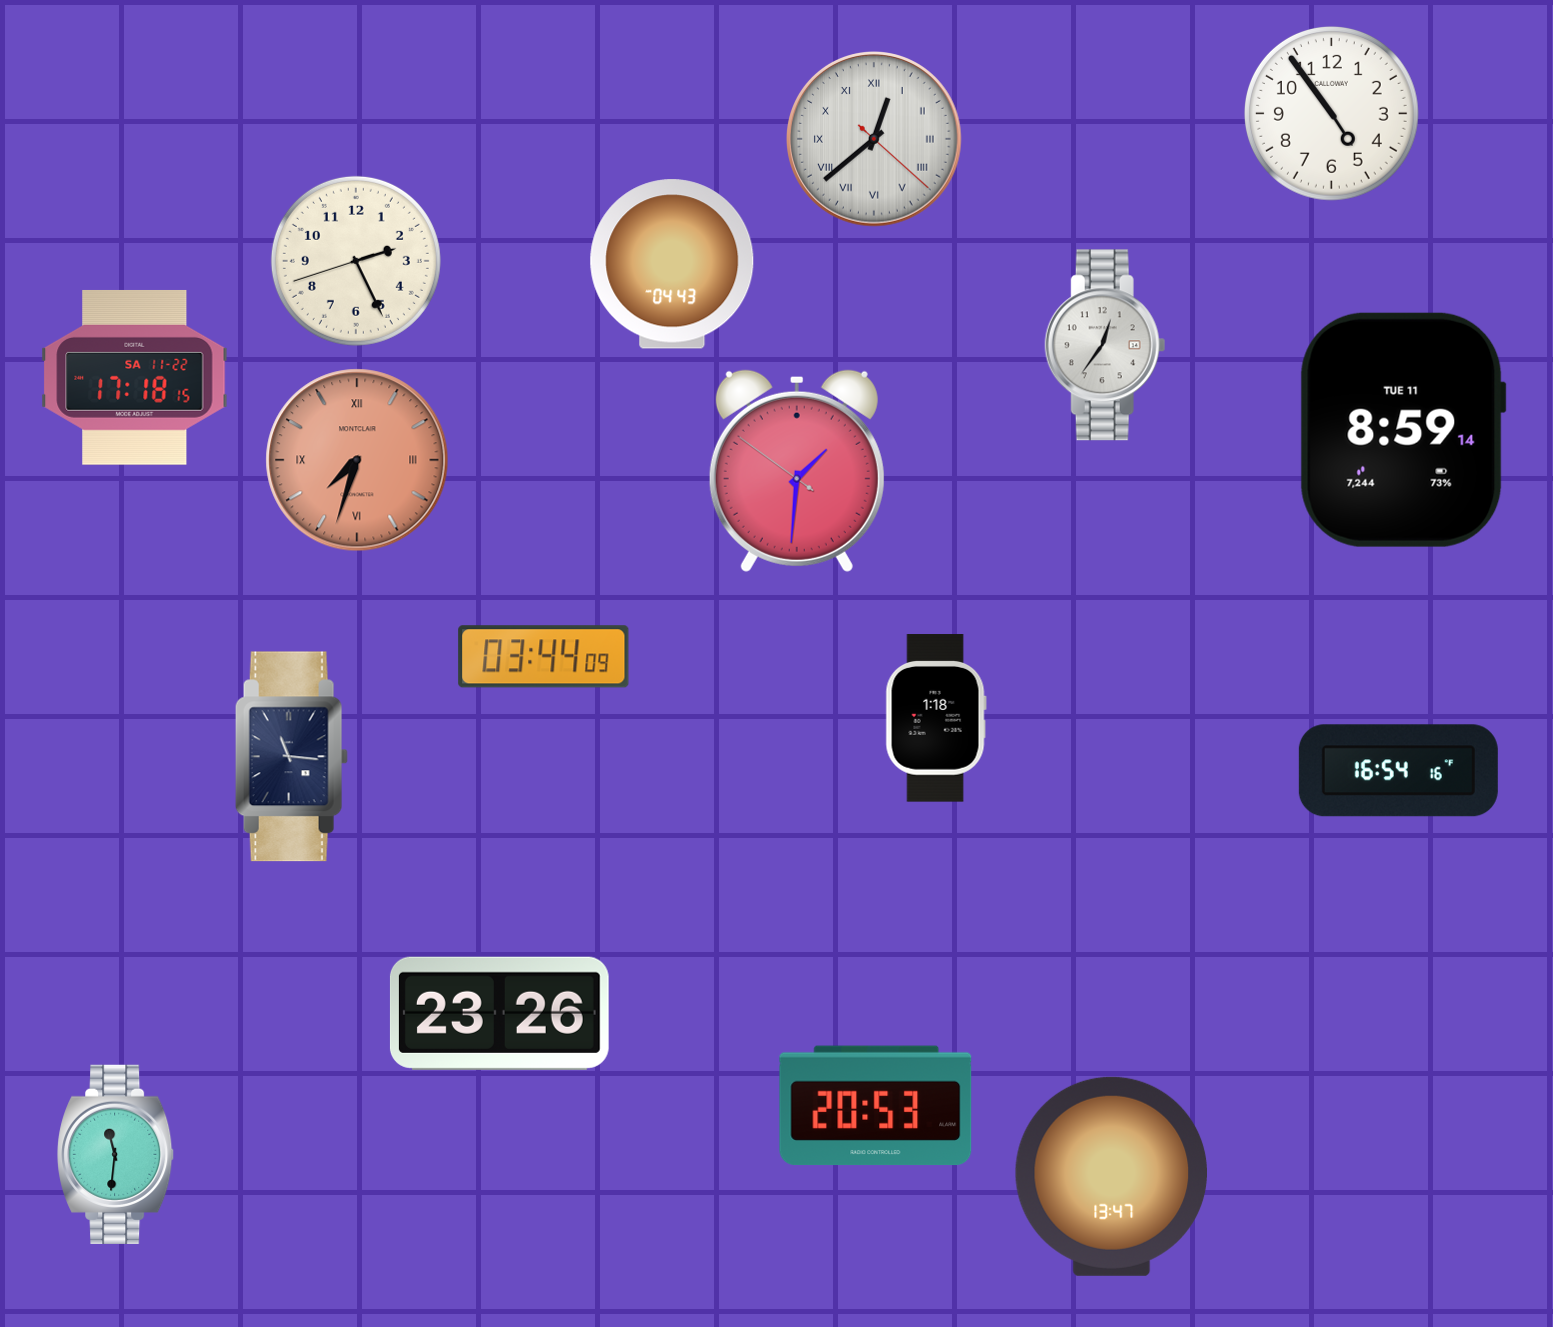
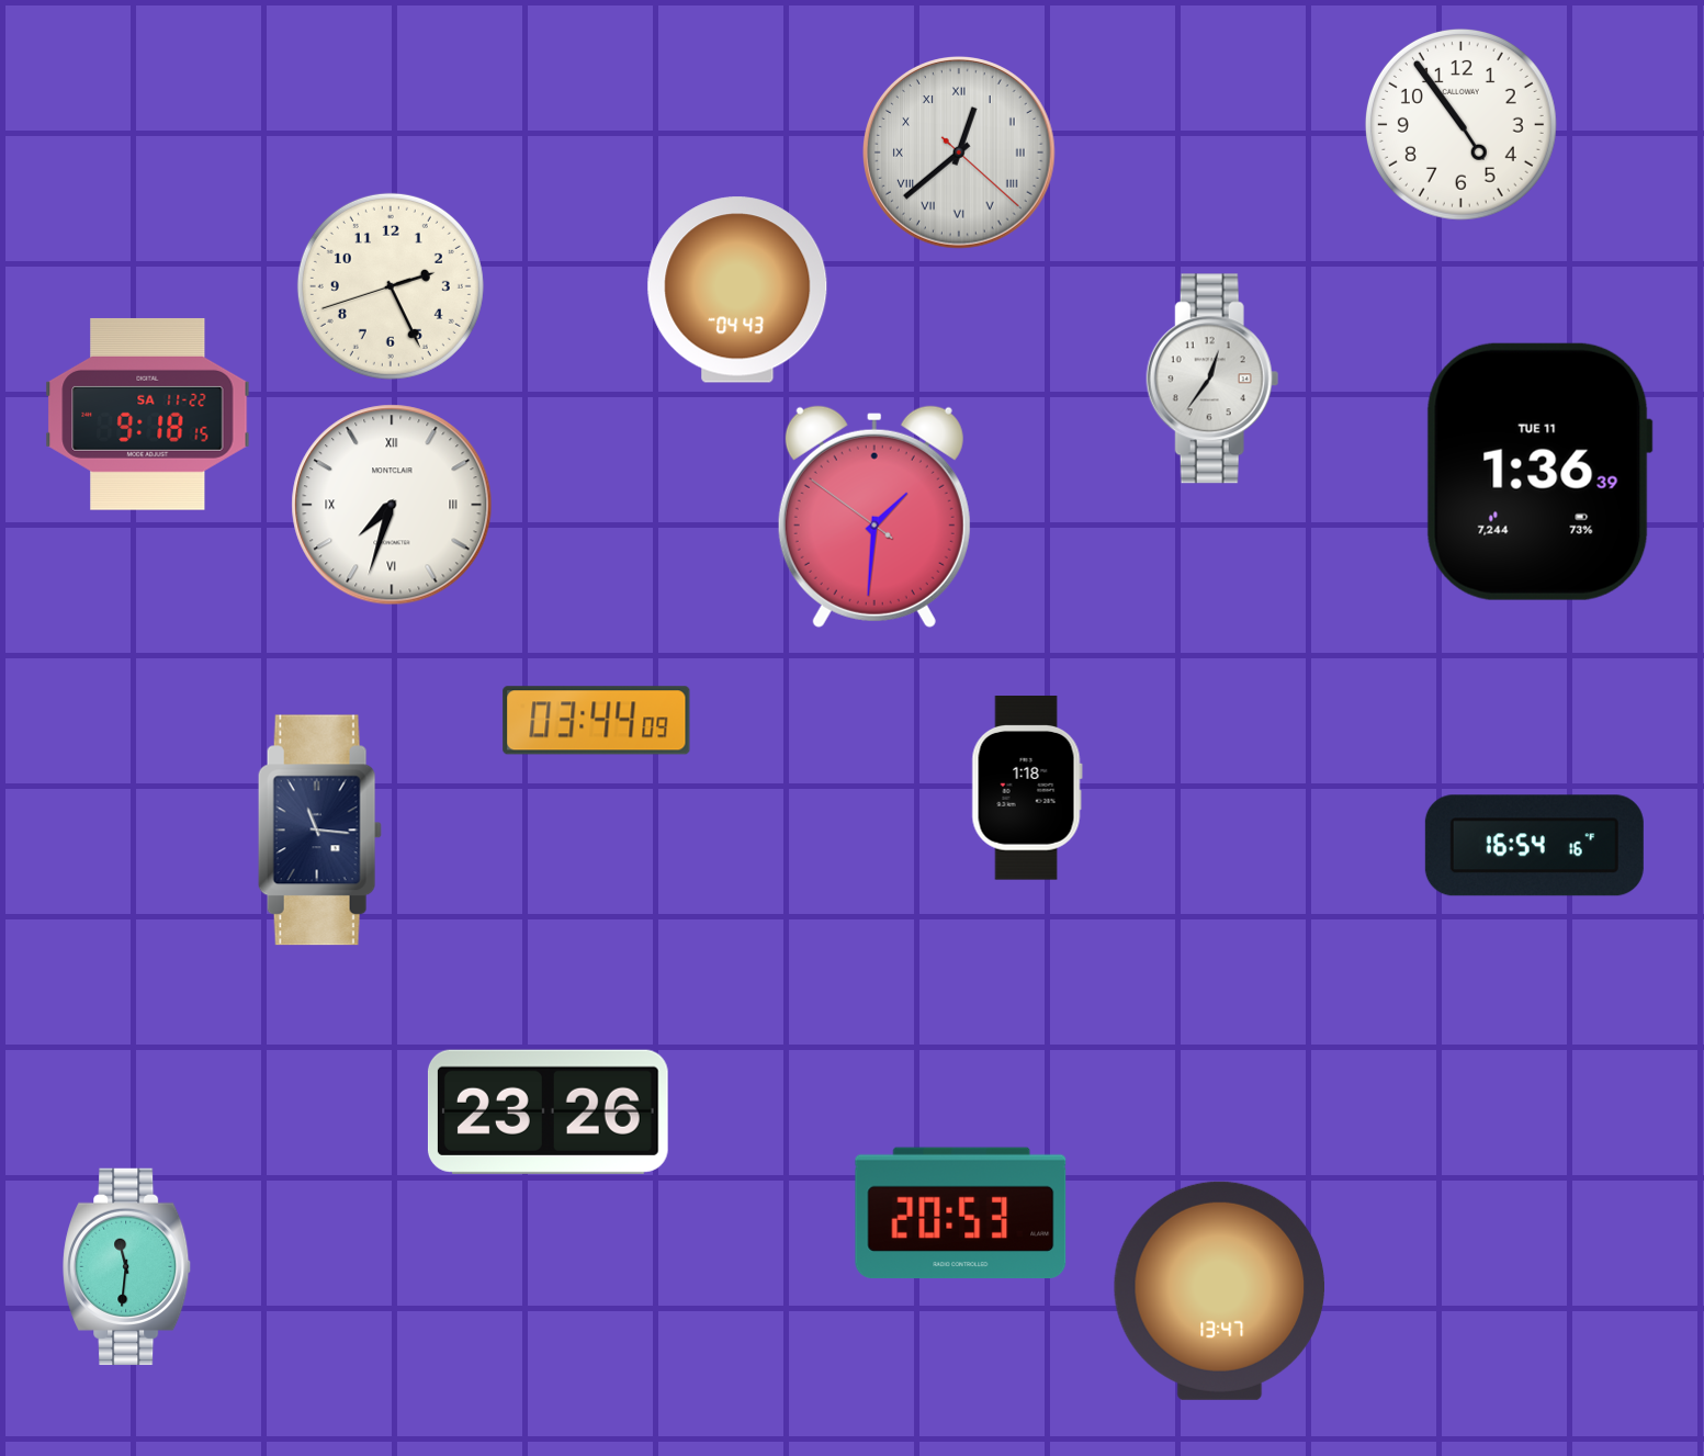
clock at (135, 377): 17:18 -> 9:18
clock at (1403, 430): 8:59 -> 1:36
clock at (357, 460) dial: salmon -> white
